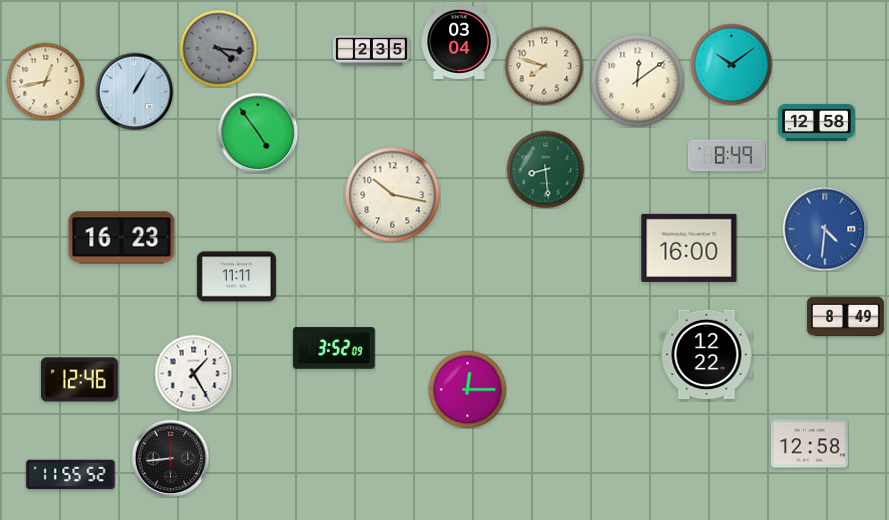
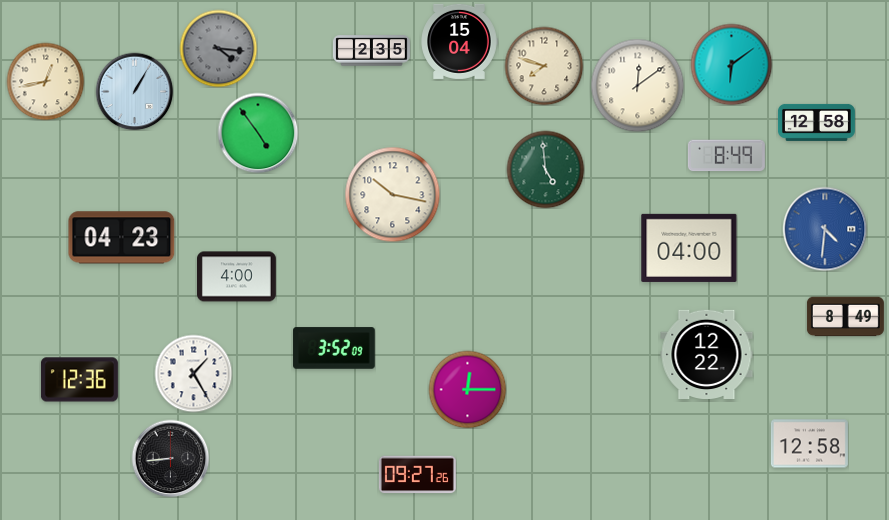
clock at (459, 41): 03:04 -> 15:04
clock at (731, 64): 10:09 -> 6:09
clock at (637, 80) position: (637, 80) -> (637, 85)
clock at (545, 169): 8:29 -> 4:59
clock at (122, 238): 16:23 -> 04:23
clock at (689, 248): 16:00 -> 04:00
clock at (237, 277): 11:11 -> 4:00
clock at (79, 380): 12:46 -> 12:36
clock at (71, 475): 11:55 -> none
clock at (417, 475): none -> 09:27
